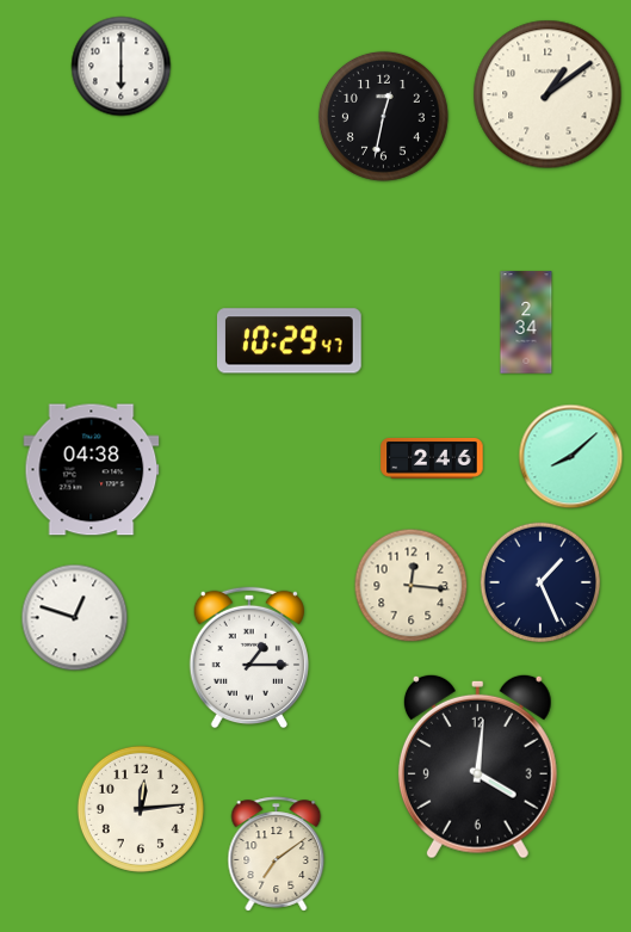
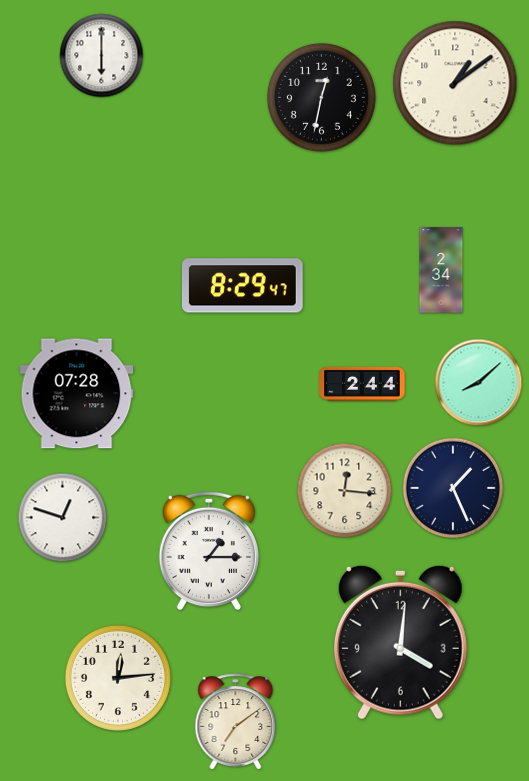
clock at (548, 94) position: (548, 94) -> (455, 83)
clock at (289, 341): 10:29 -> 8:29
clock at (432, 458): 2:46 -> 2:44
clock at (92, 470): 04:38 -> 07:28
clock at (277, 854) position: (277, 854) -> (236, 722)
